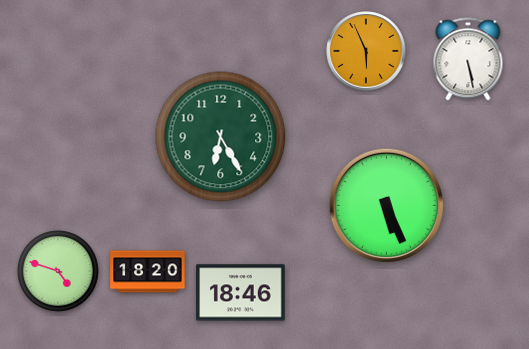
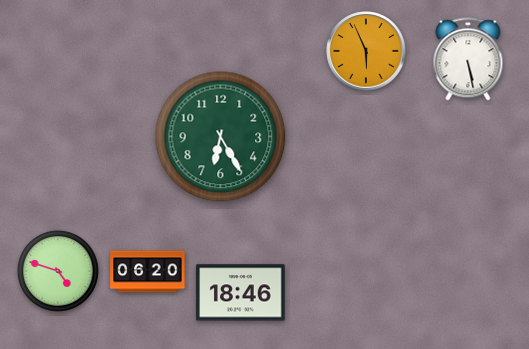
clock at (386, 205): 5:26 -> none
clock at (148, 272): 18:20 -> 06:20
